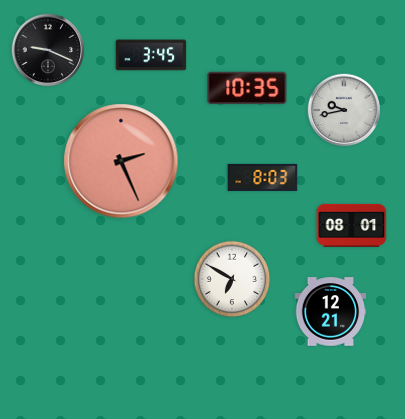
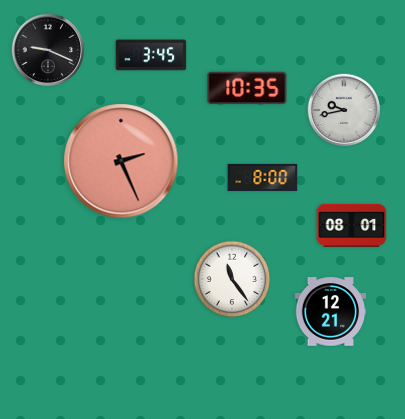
clock at (263, 177): 8:03 -> 8:00
clock at (232, 279): 6:50 -> 11:24
